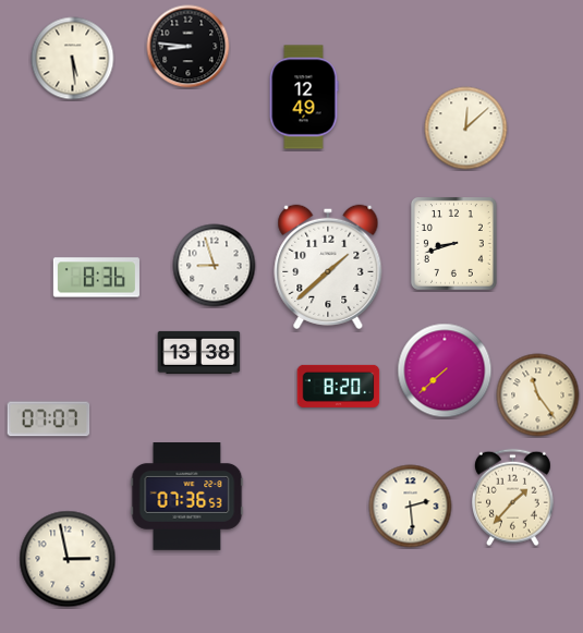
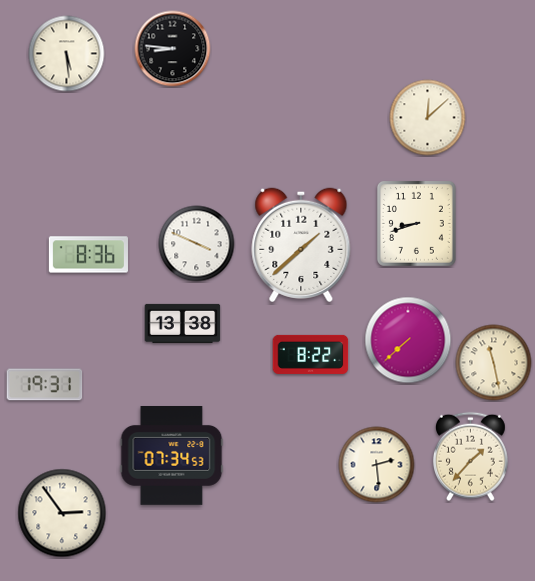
clock at (189, 47) position: (189, 47) -> (173, 49)
clock at (304, 97): 12:49 -> none
clock at (215, 266): 8:57 -> 3:49
clock at (339, 386): 8:20 -> 8:22
clock at (538, 395): 11:24 -> 11:28
clock at (49, 419): 07:07 -> 19:31
clock at (187, 497): 07:36 -> 07:34
clock at (68, 559): 2:58 -> 2:54
